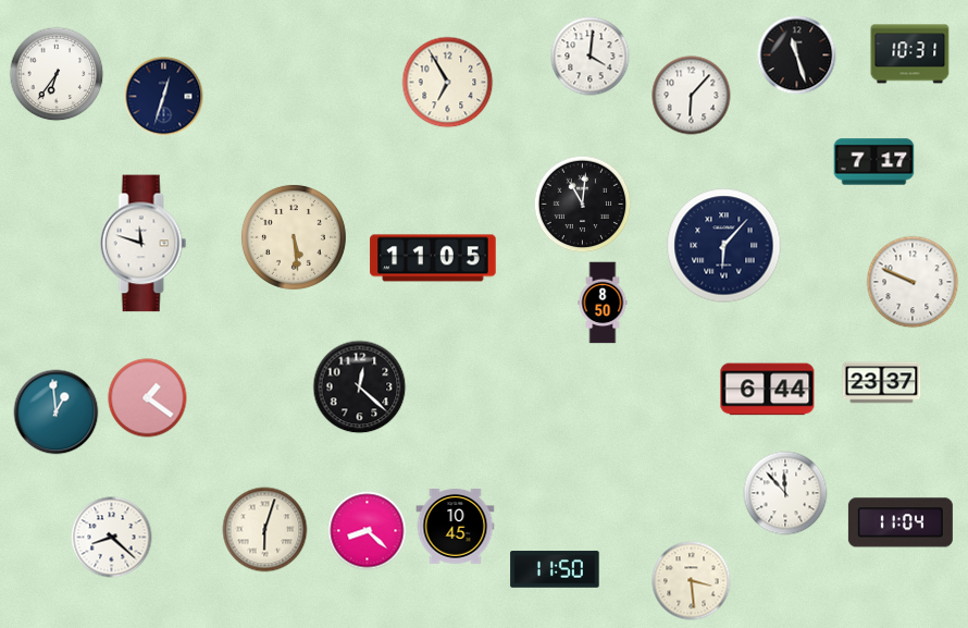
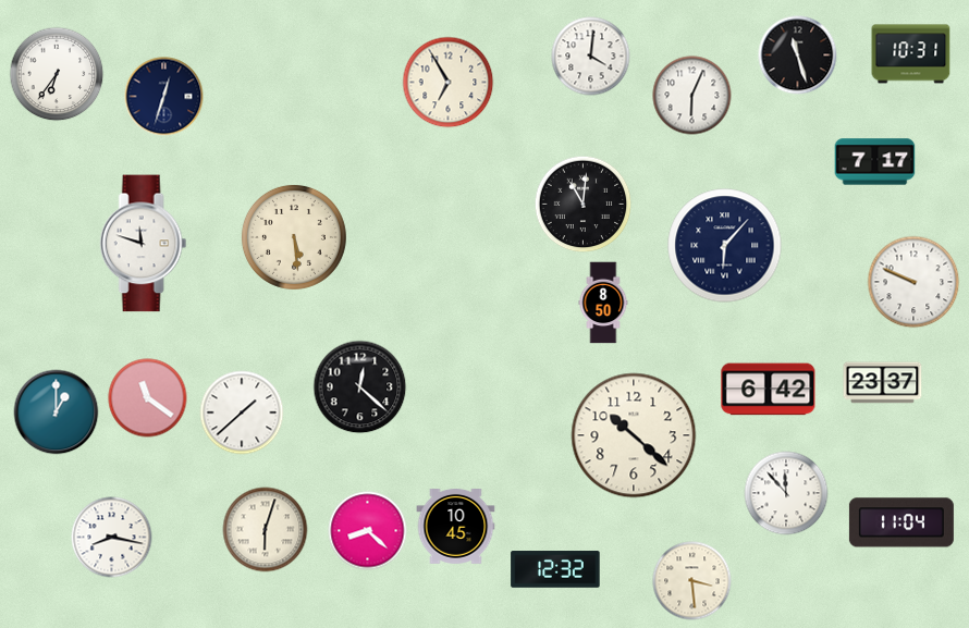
clock at (692, 96): 6:07 -> 6:04
clock at (433, 258): 11:05 -> none
clock at (768, 390): 6:44 -> 6:42
clock at (148, 398): 1:21 -> 11:21
clock at (57, 412): 12:59 -> 1:00
clock at (242, 412): none -> 1:38
clock at (634, 435): none -> 10:22
clock at (112, 538): 8:22 -> 8:17
clock at (555, 569): 11:50 -> 12:32
